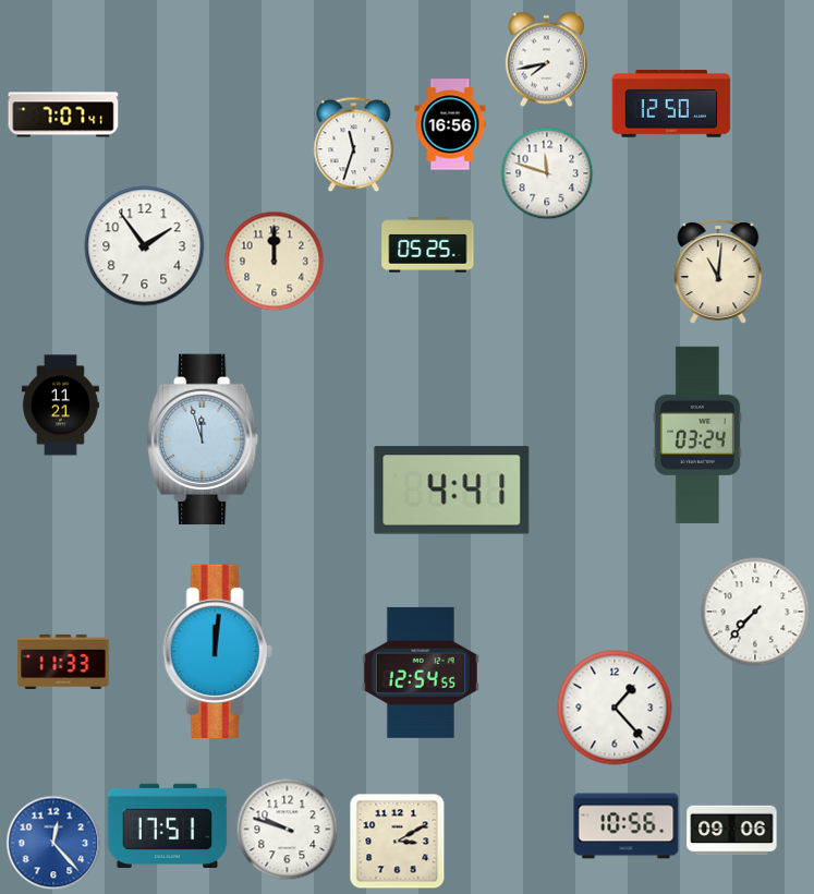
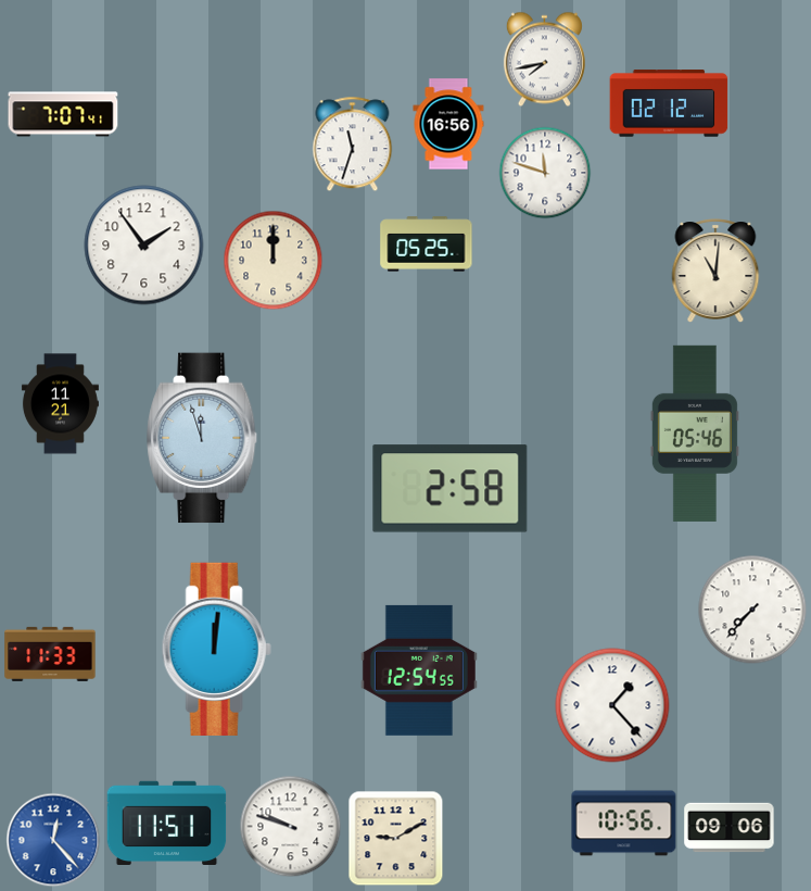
clock at (671, 104): 12:50 -> 02:12
clock at (697, 435): 03:24 -> 05:46
clock at (452, 491): 4:41 -> 2:58
clock at (63, 662) position: (63, 662) -> (50, 654)
clock at (168, 825): 17:51 -> 11:51
clock at (287, 829) position: (287, 829) -> (290, 826)
clock at (397, 841): 3:10 -> 9:10
